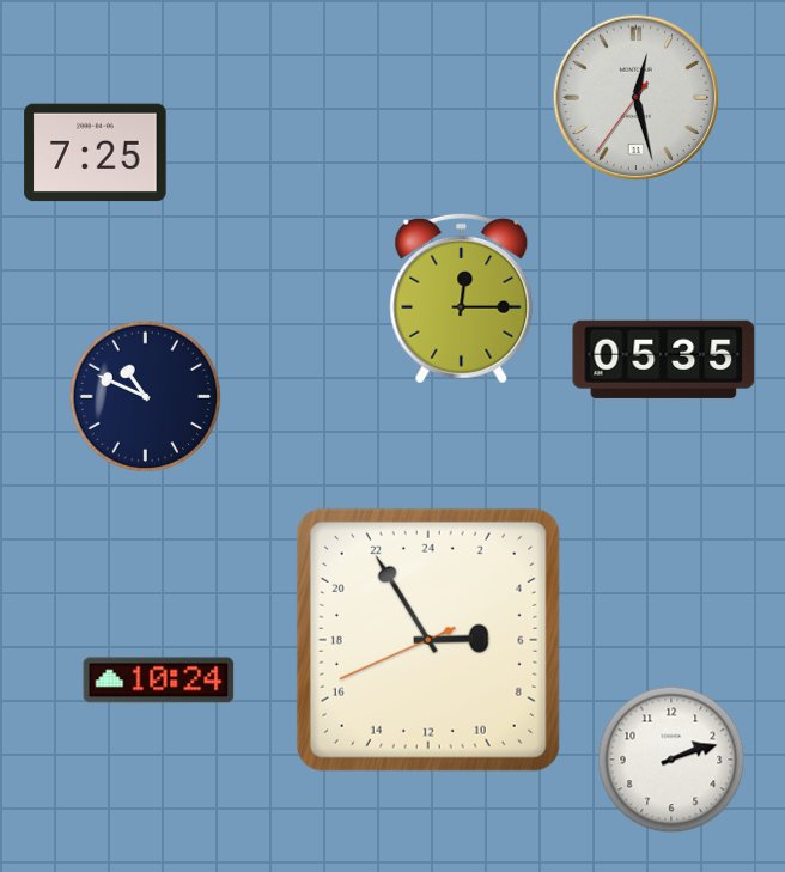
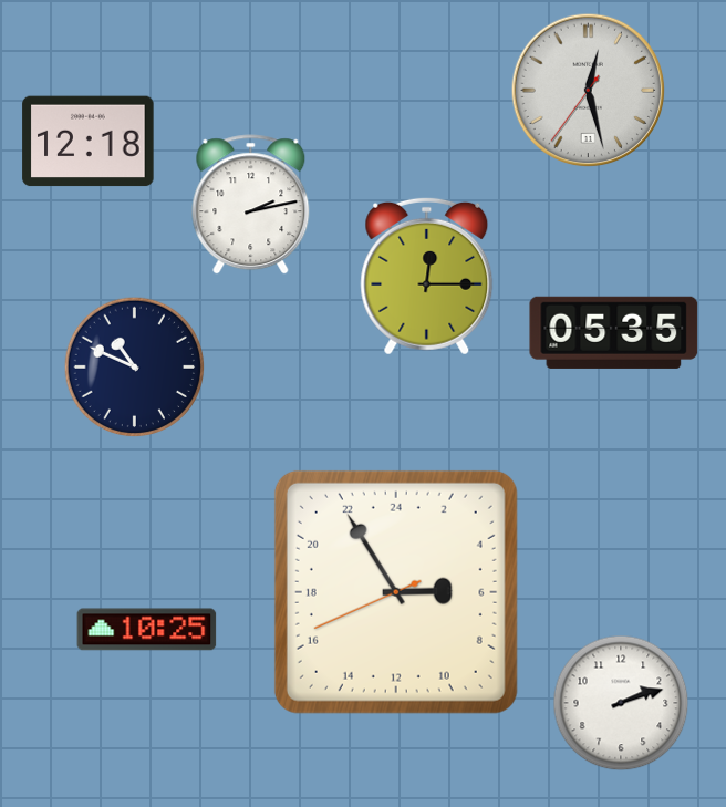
clock at (96, 153): 7:25 -> 12:18
clock at (251, 205): none -> 2:13
clock at (159, 681): 10:24 -> 10:25
